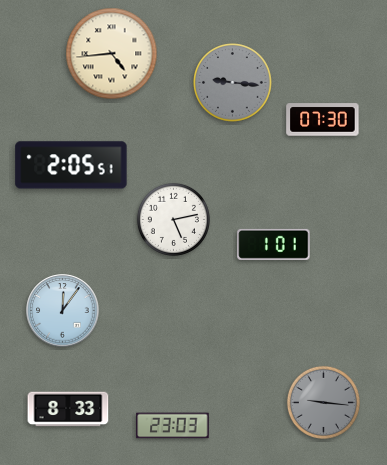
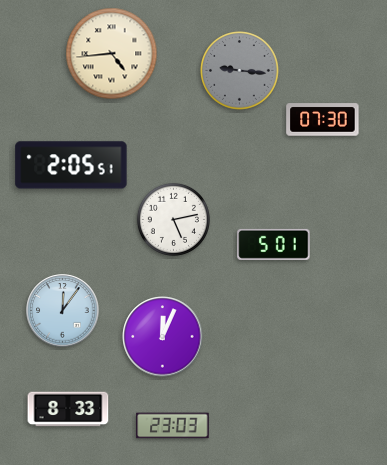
clock at (233, 83) position: (233, 83) -> (240, 71)
clock at (274, 244): 1:01 -> 5:01
clock at (163, 337): none -> 12:04
clock at (323, 402): 9:16 -> none
